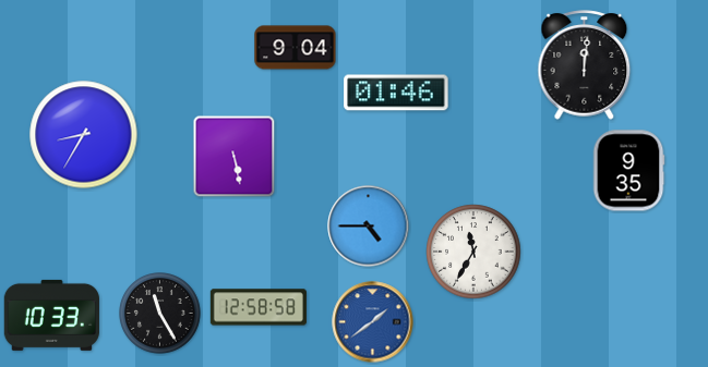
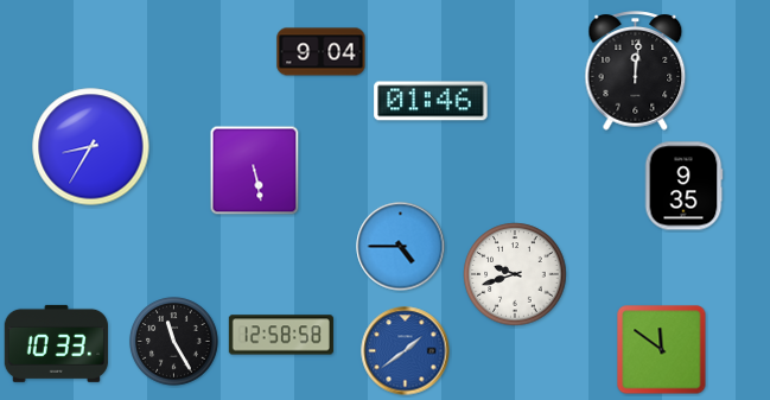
clock at (473, 252): 11:35 -> 9:42
clock at (662, 350): none -> 11:51
